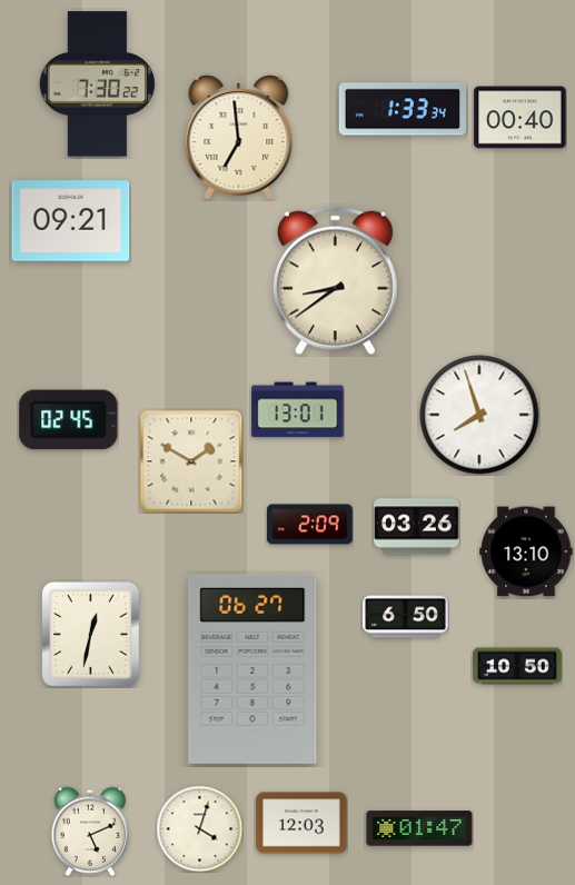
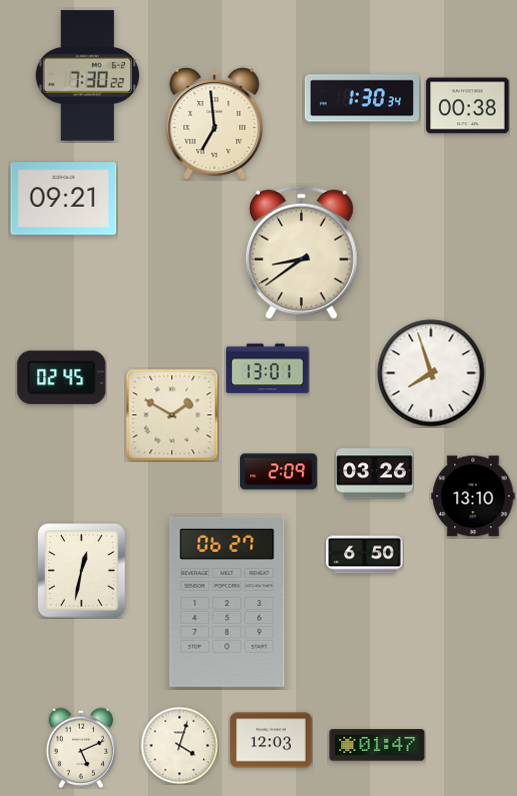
clock at (401, 109): 1:33 -> 1:30
clock at (521, 118): 00:40 -> 00:38
clock at (517, 666): 10:50 -> none
